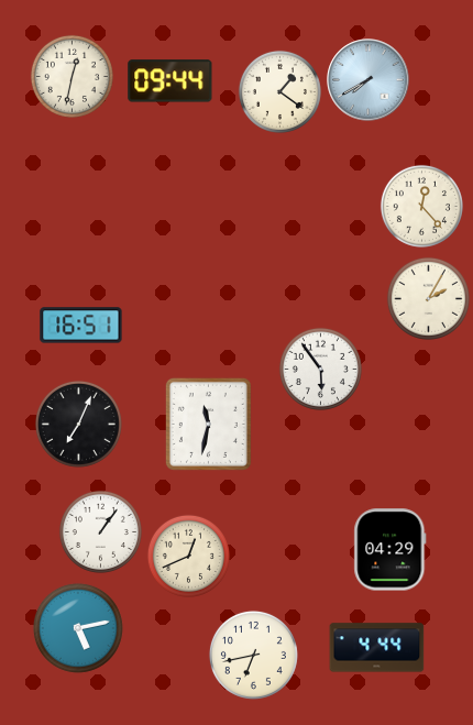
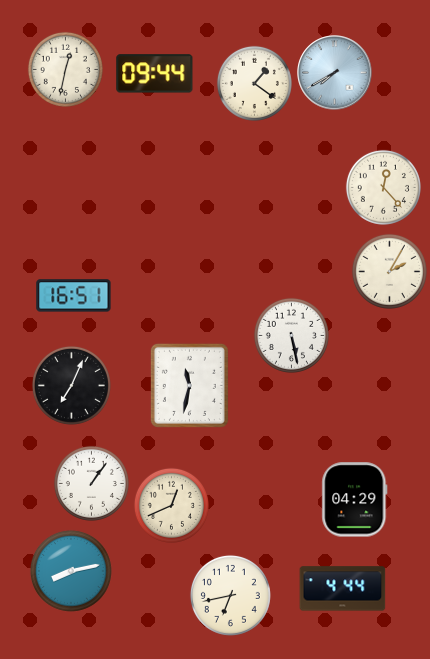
clock at (320, 369): 5:54 -> 5:28
clock at (78, 628): 5:13 -> 8:13
